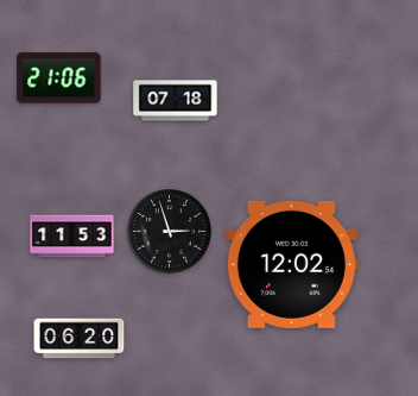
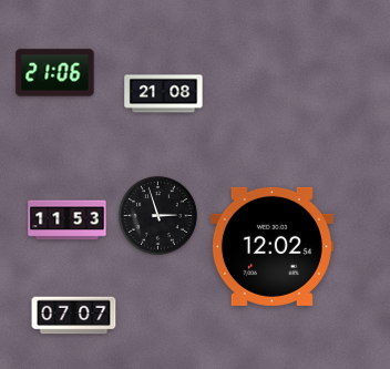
clock at (176, 101): 07:18 -> 21:08
clock at (80, 339): 06:20 -> 07:07
